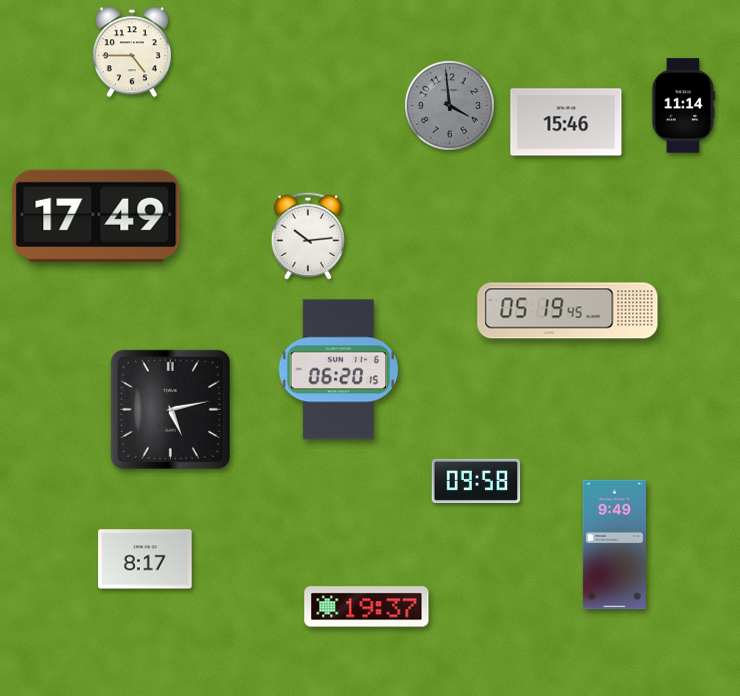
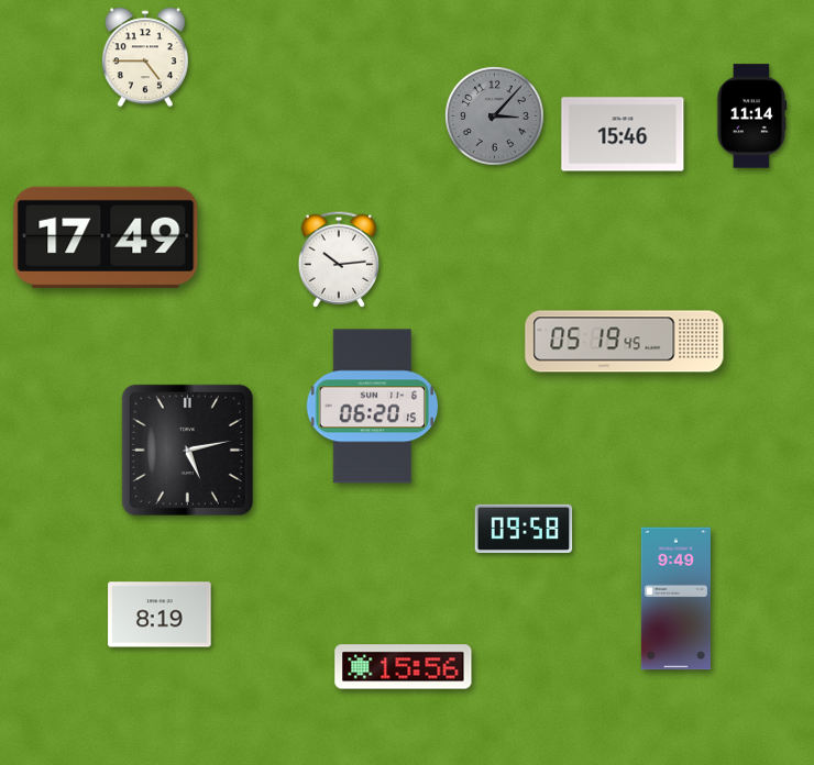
clock at (450, 106): 3:59 -> 3:07
clock at (145, 559): 8:17 -> 8:19
clock at (367, 607): 19:37 -> 15:56
